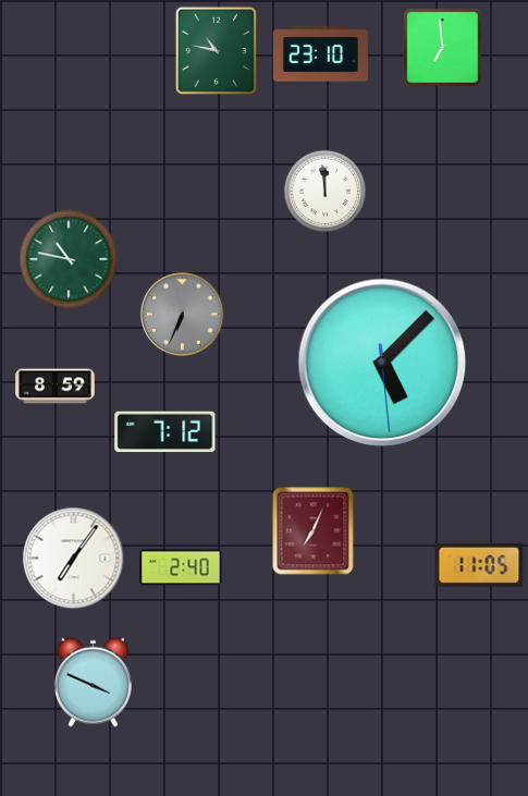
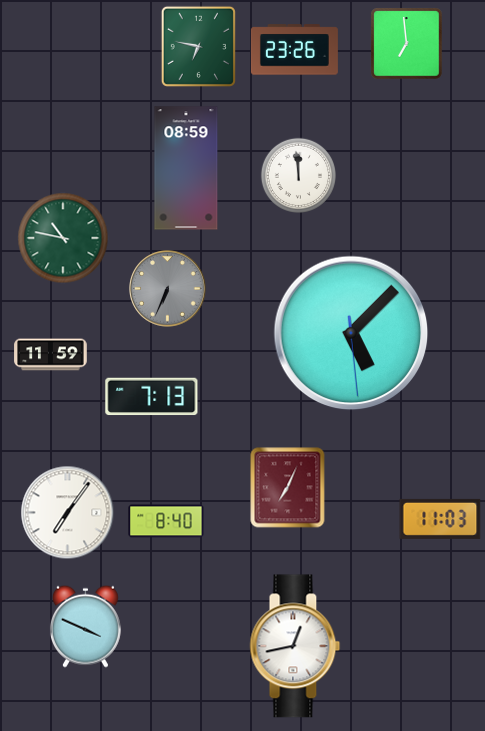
clock at (216, 50): 10:47 -> 6:47
clock at (320, 54): 23:10 -> 23:26
clock at (186, 168): none -> 08:59
clock at (56, 387): 8:59 -> 11:59
clock at (165, 432): 7:12 -> 7:13
clock at (479, 565): 11:05 -> 11:03
clock at (181, 567): 2:40 -> 8:40
clock at (295, 646): none -> 12:43
